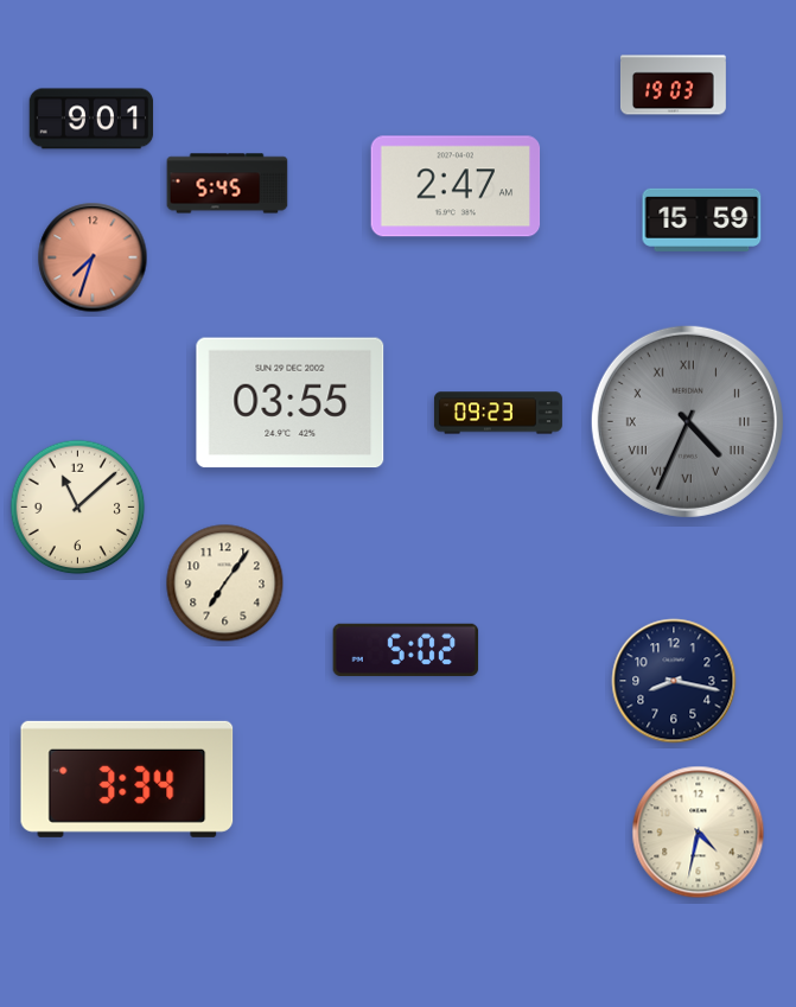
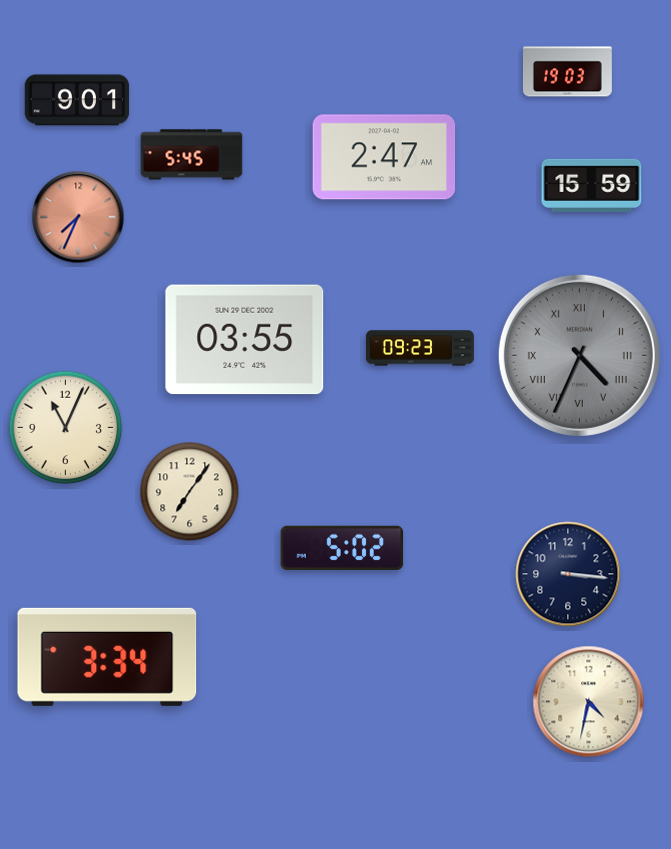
clock at (93, 257): 7:33 -> 7:34
clock at (78, 508): 11:08 -> 11:04
clock at (674, 681): 8:17 -> 3:16
